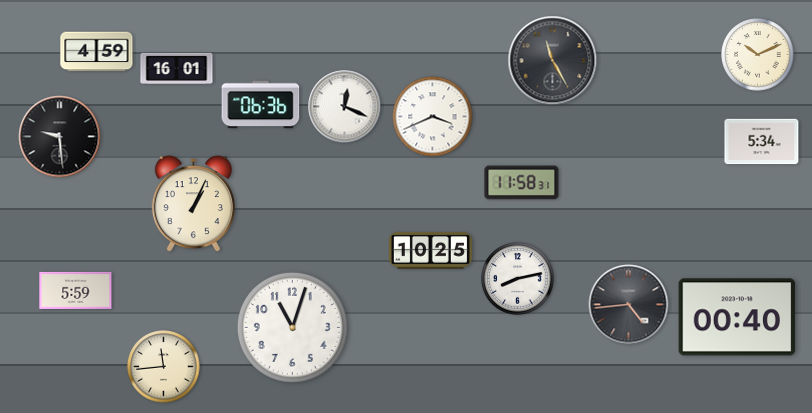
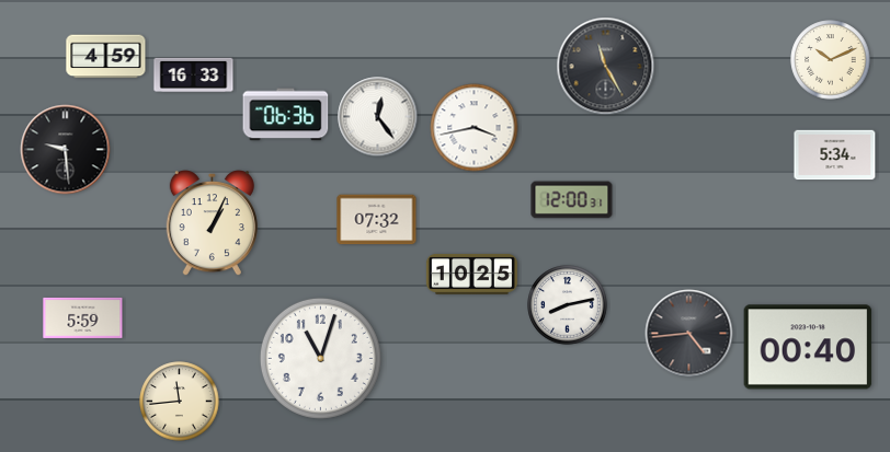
clock at (177, 69): 16:01 -> 16:33
clock at (345, 107): 12:19 -> 12:24
clock at (433, 117): 3:41 -> 3:43
clock at (522, 183): 11:58 -> 12:00
clock at (377, 220): none -> 07:32
